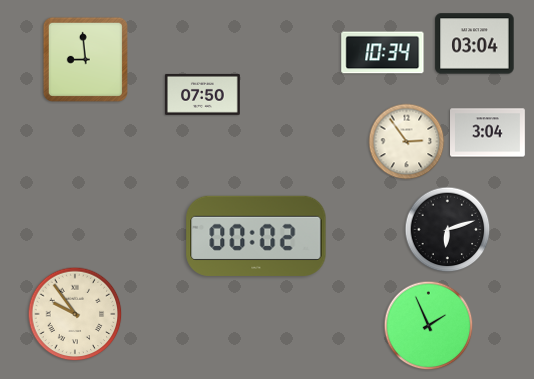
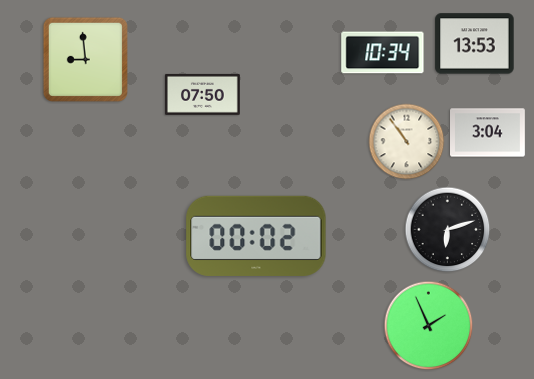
clock at (475, 44): 03:04 -> 13:53
clock at (407, 142): 2:54 -> 10:54
clock at (75, 314): 9:54 -> none
